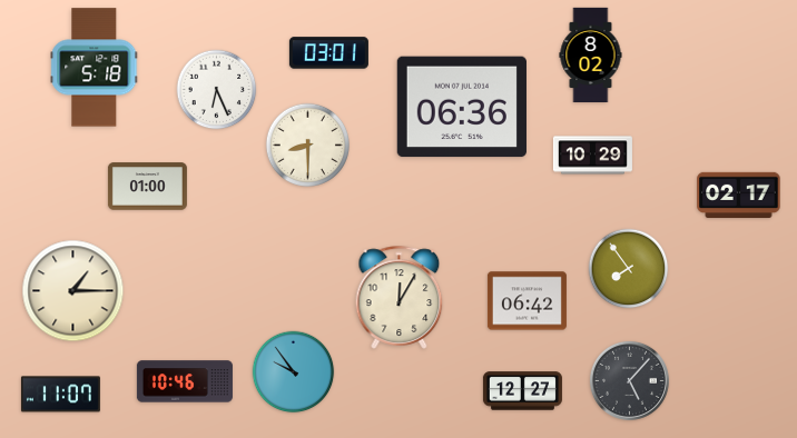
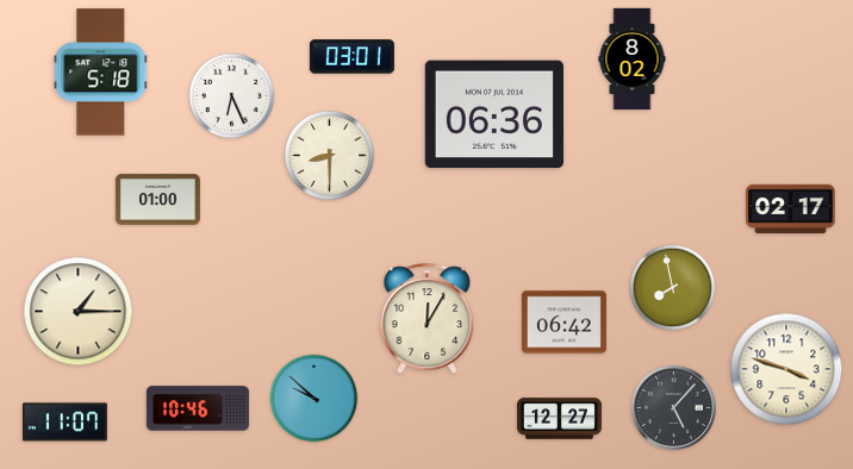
clock at (592, 156): 10:29 -> none
clock at (629, 269): 7:54 -> 7:58
clock at (786, 369): none -> 3:48
clock at (294, 372): 9:54 -> 9:52
